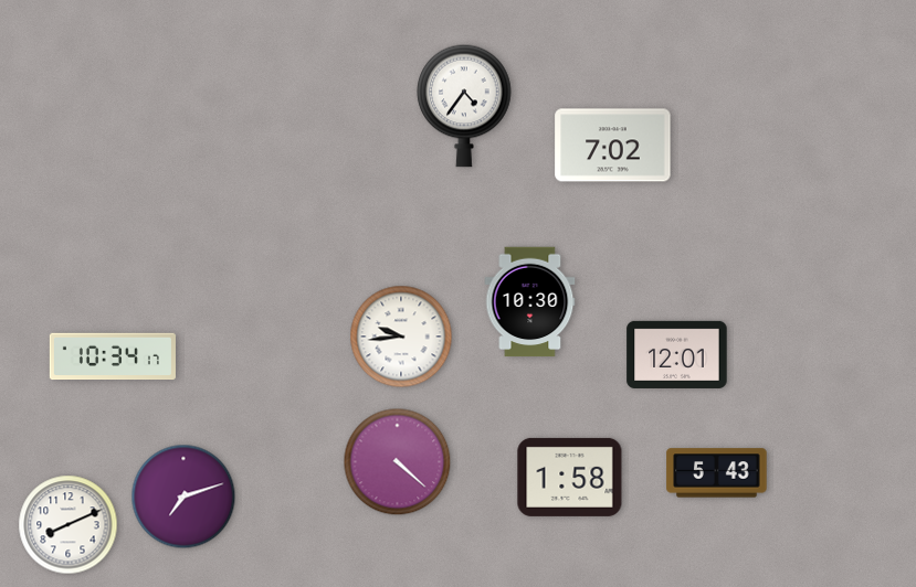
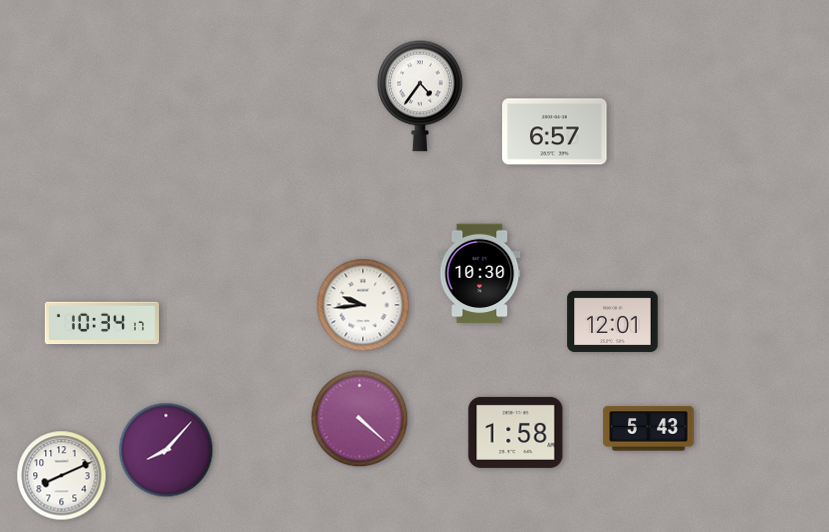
clock at (613, 146): 7:02 -> 6:57
clock at (183, 497): 7:12 -> 8:07
